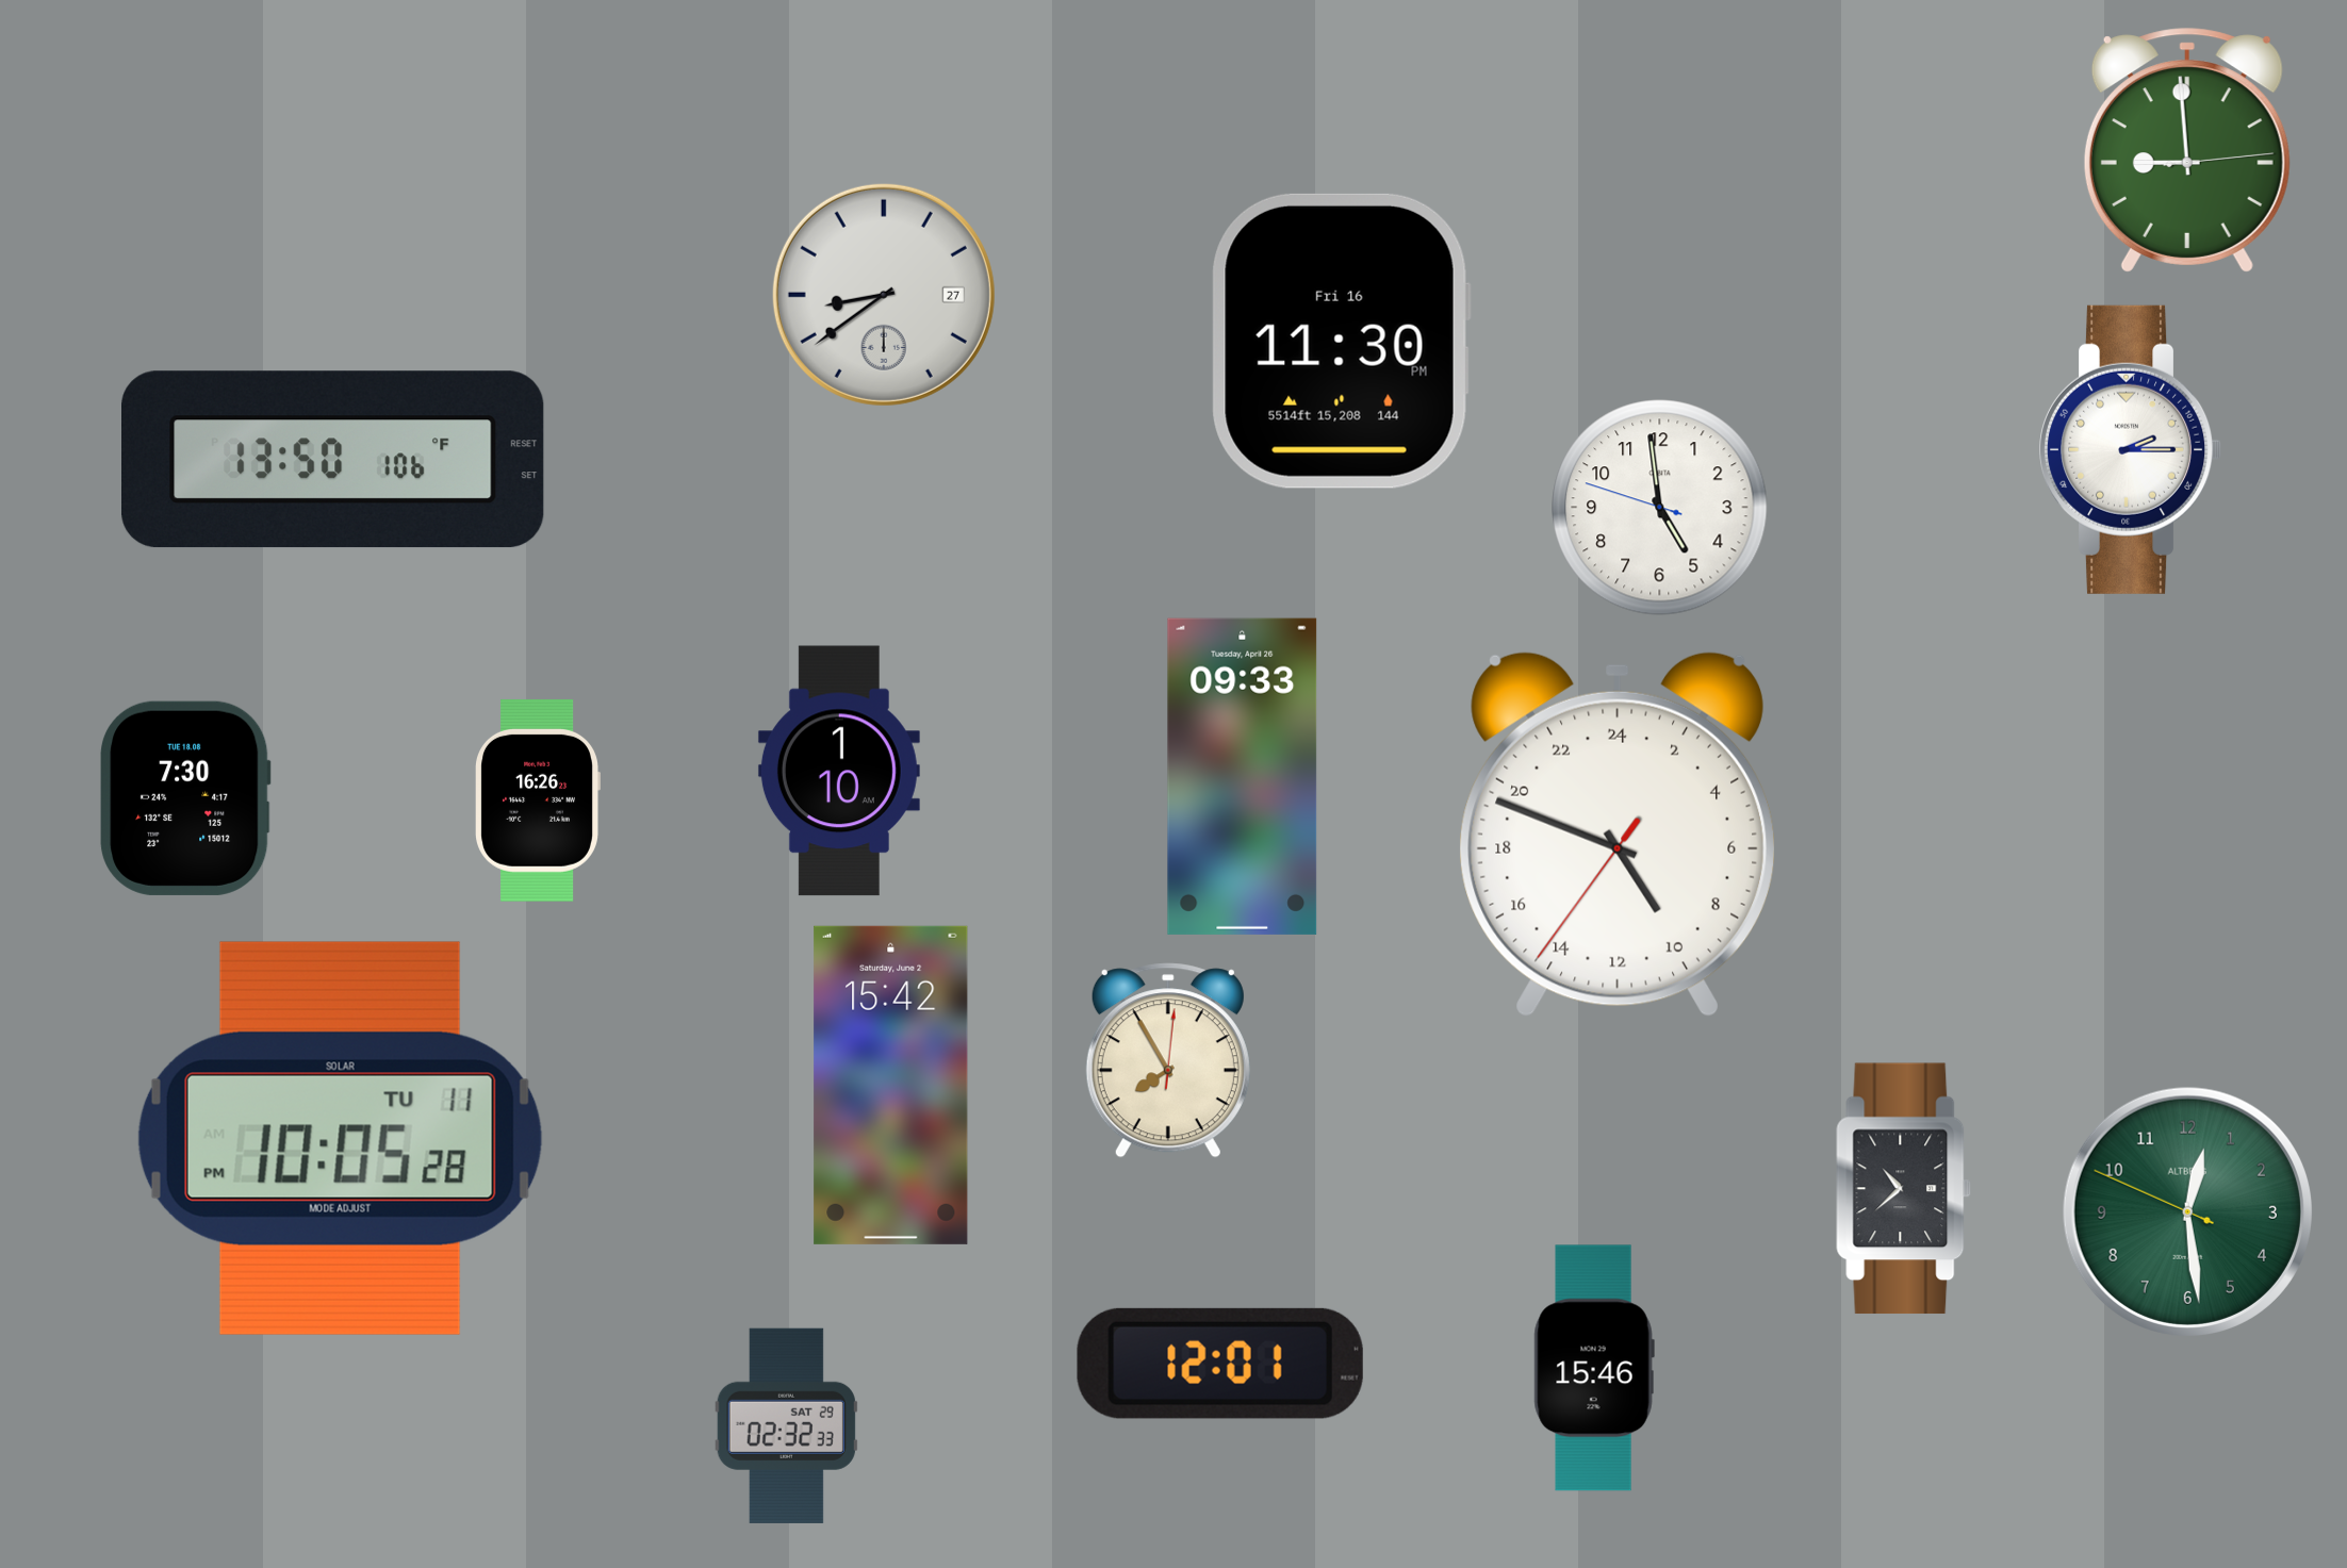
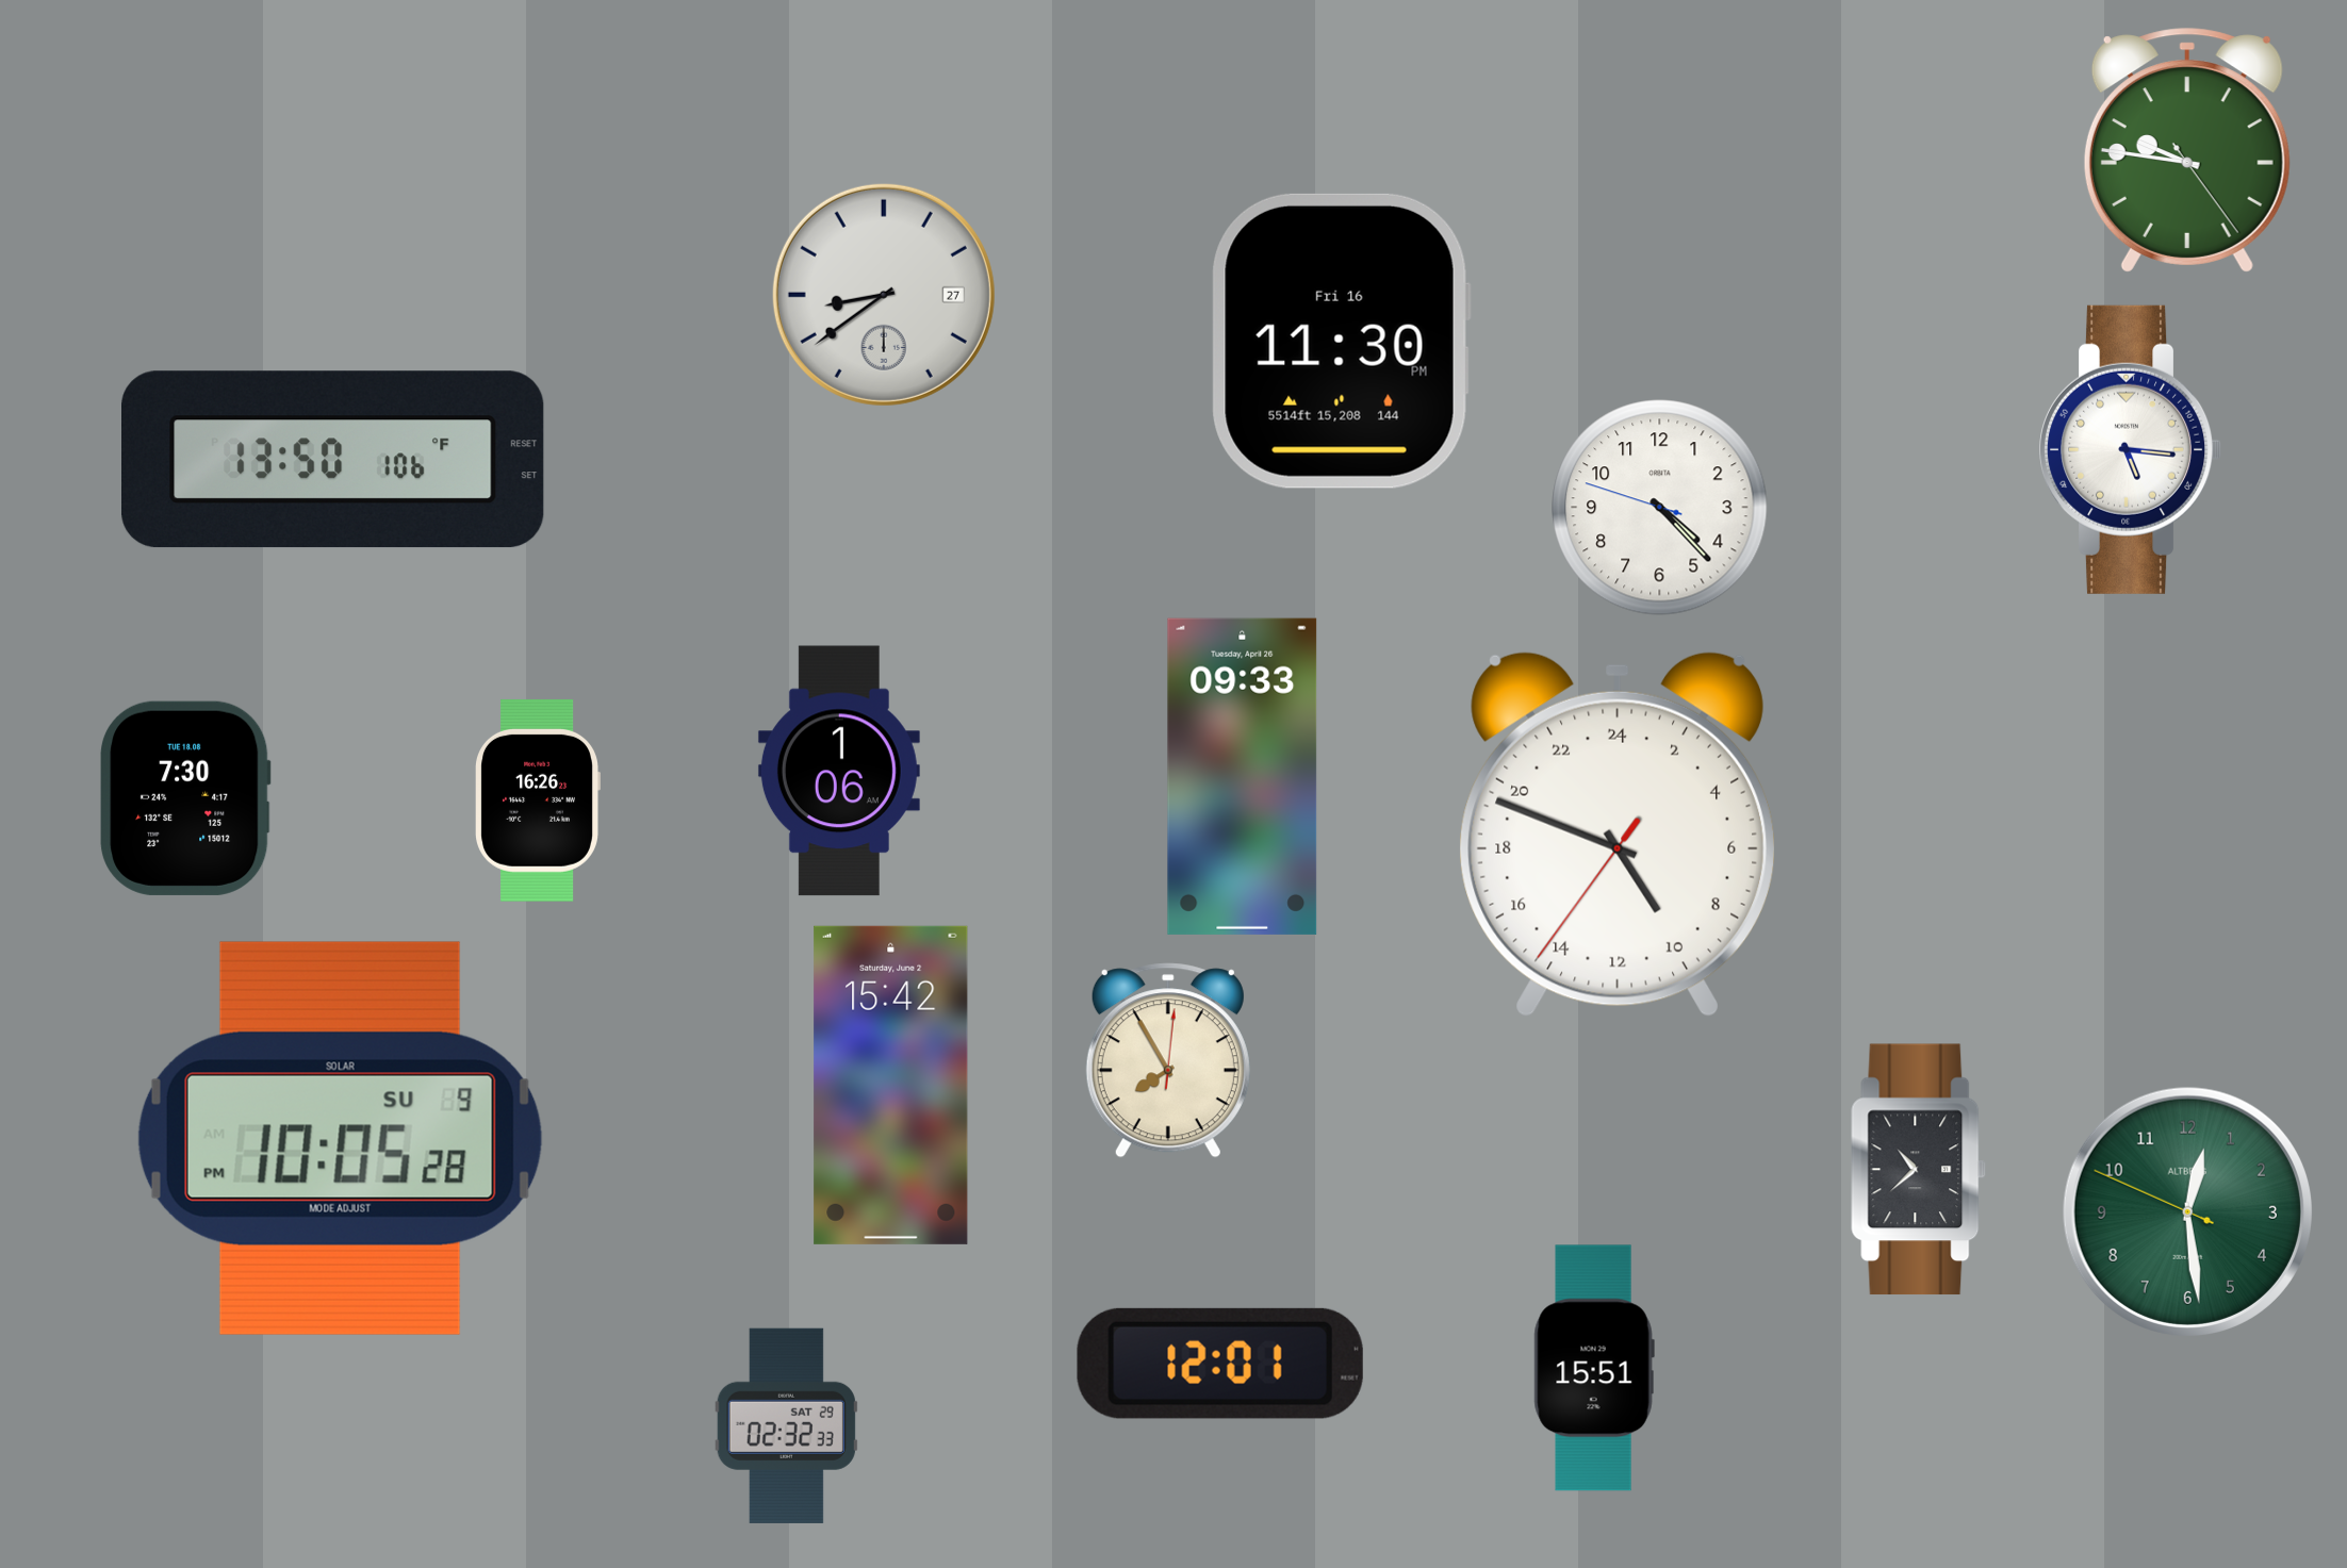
clock at (2187, 150): 8:59 -> 9:46
clock at (2131, 449): 2:15 -> 5:16
clock at (1660, 508): 4:58 -> 4:22
clock at (839, 771): 1:10 -> 1:06
clock at (340, 1138) date: TU 11 -> SU 9
clock at (1904, 1189) position: (1904, 1189) -> (1919, 1170)
clock at (1594, 1368): 15:46 -> 15:51
